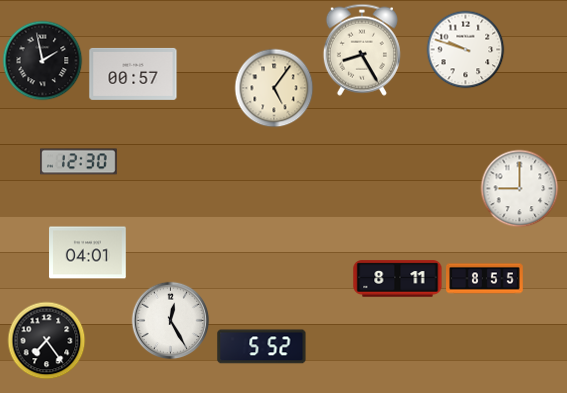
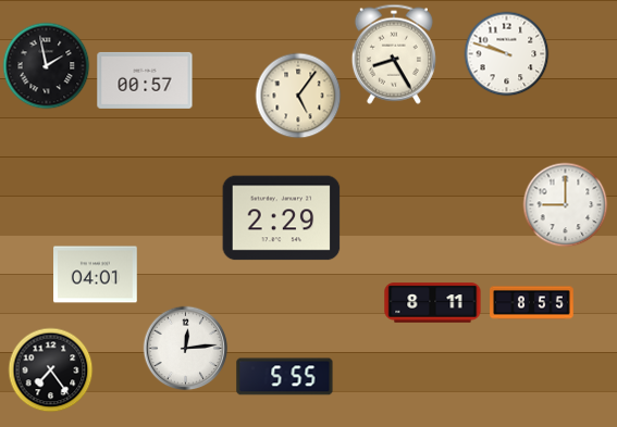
clock at (79, 162): 12:30 -> none
clock at (282, 218): none -> 2:29
clock at (485, 279) position: (485, 279) -> (532, 303)
clock at (170, 320): 12:25 -> 12:14
clock at (262, 347): 5:52 -> 5:55
